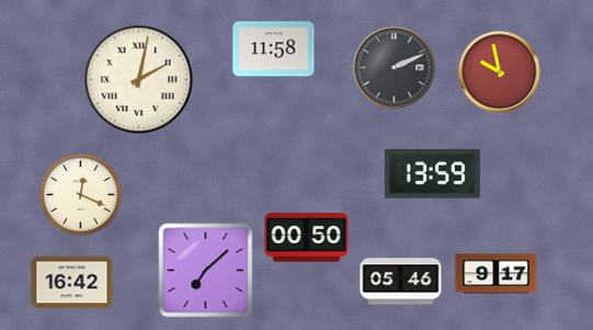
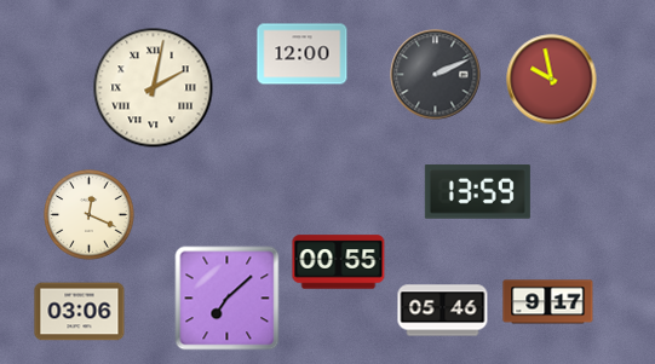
clock at (274, 49): 11:58 -> 12:00
clock at (307, 238): 00:50 -> 00:55
clock at (72, 283): 16:42 -> 03:06
